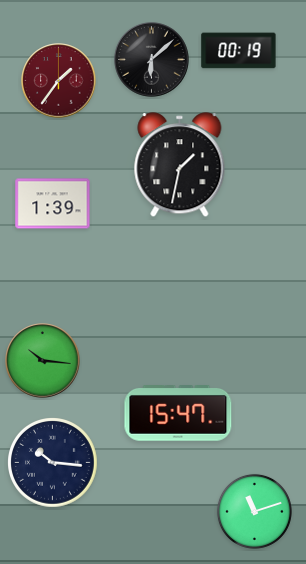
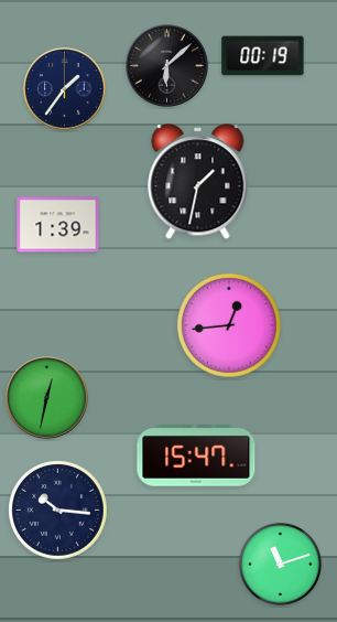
clock at (59, 81) dial: burgundy -> navy
clock at (229, 325): none -> 12:44
clock at (43, 361): 10:16 -> 12:32
